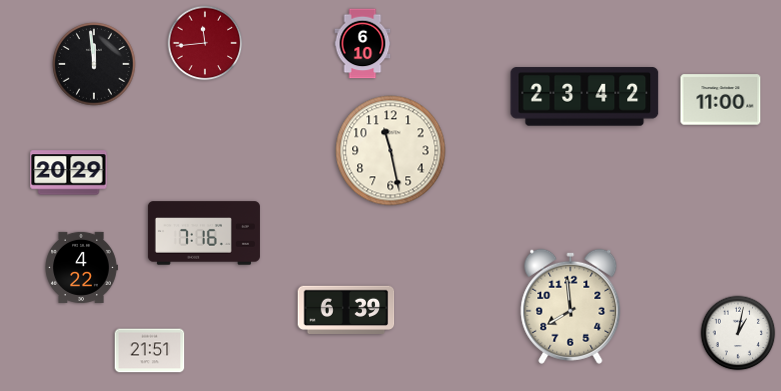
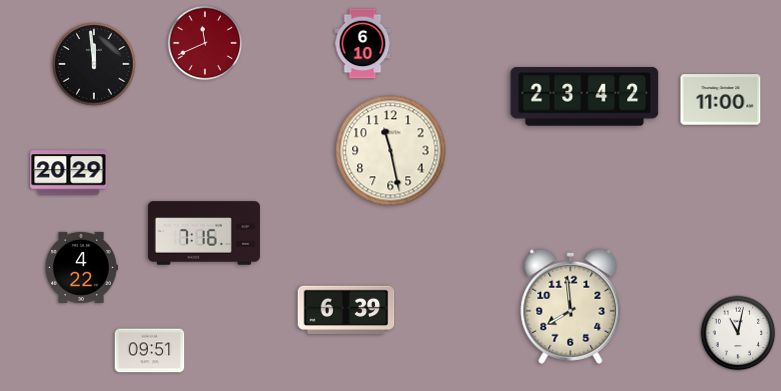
clock at (205, 43): 11:44 -> 11:41
clock at (738, 333): 1:02 -> 11:02
clock at (150, 351): 21:51 -> 09:51
